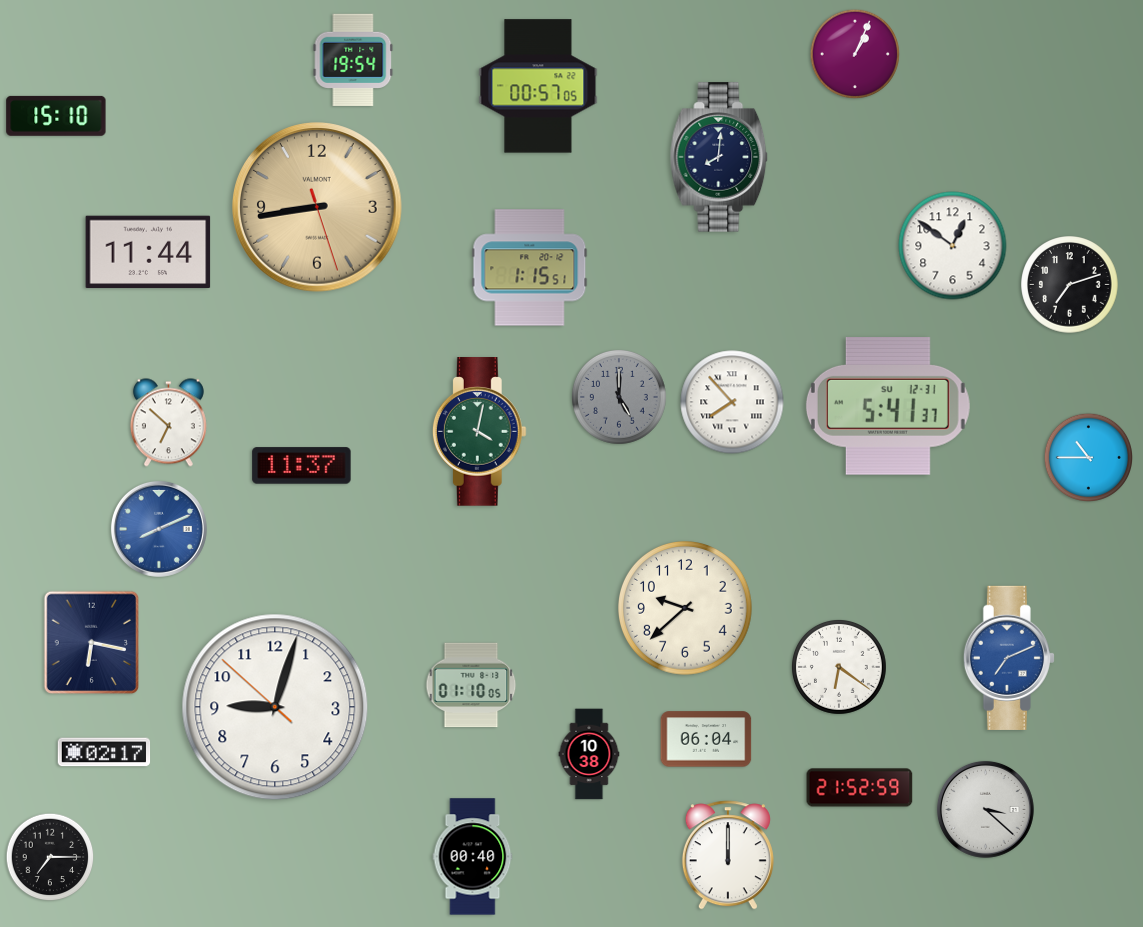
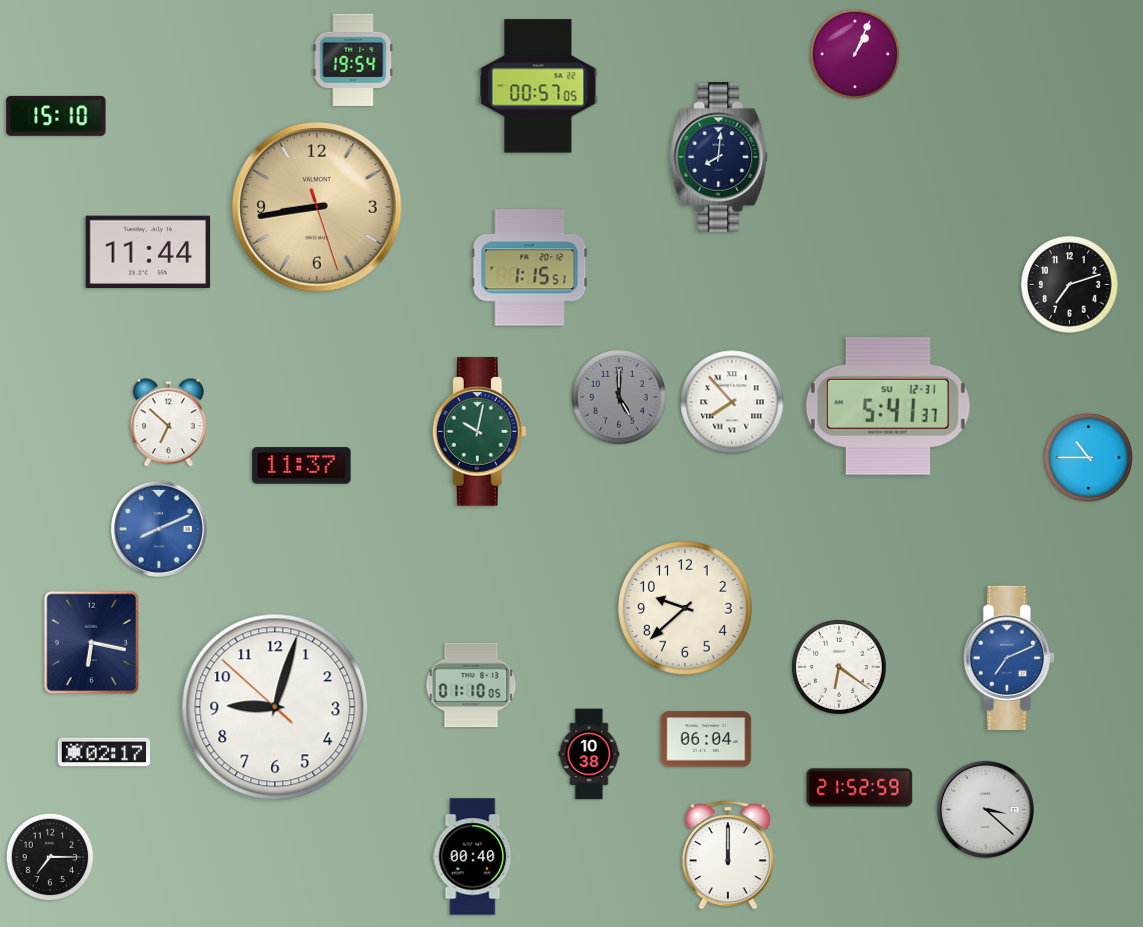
clock at (953, 246): 12:51 -> none
clock at (479, 432): 4:02 -> 10:02
